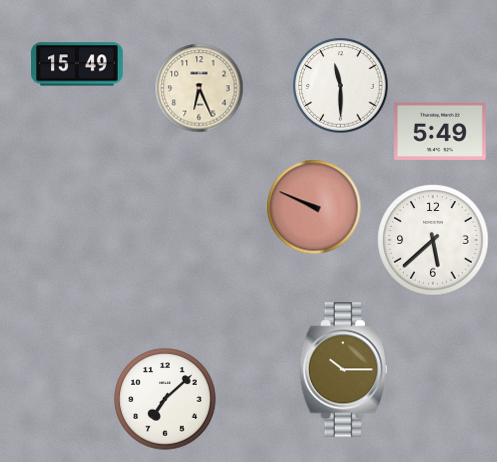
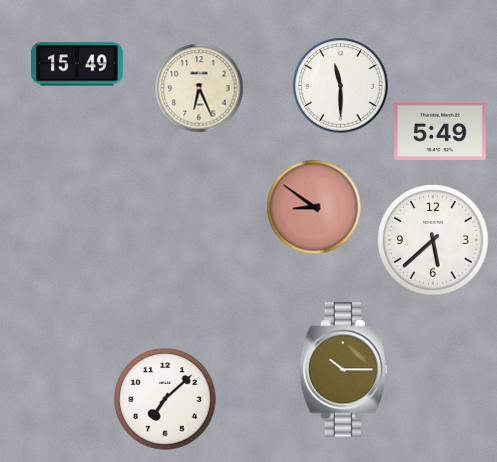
clock at (314, 207): 9:49 -> 8:51
